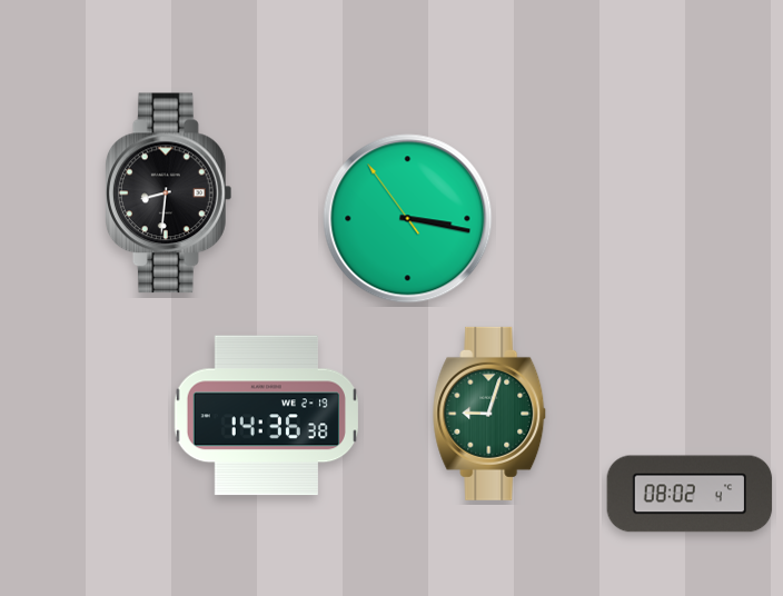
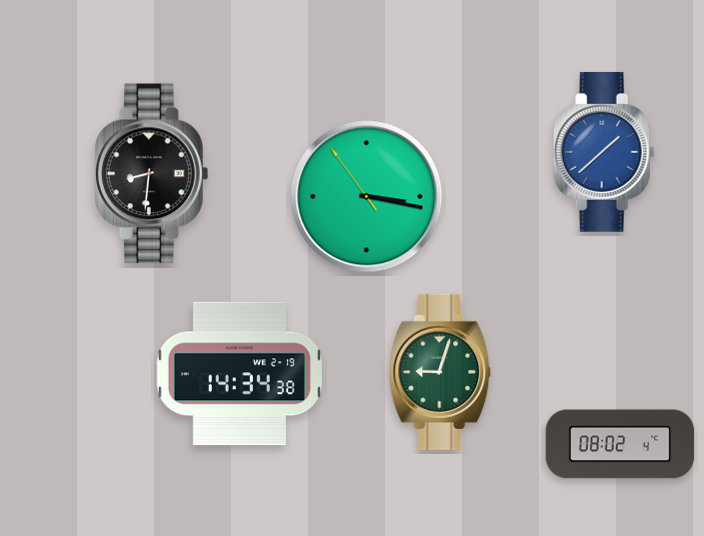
clock at (604, 152): none -> 1:38
clock at (266, 416): 14:36 -> 14:34
